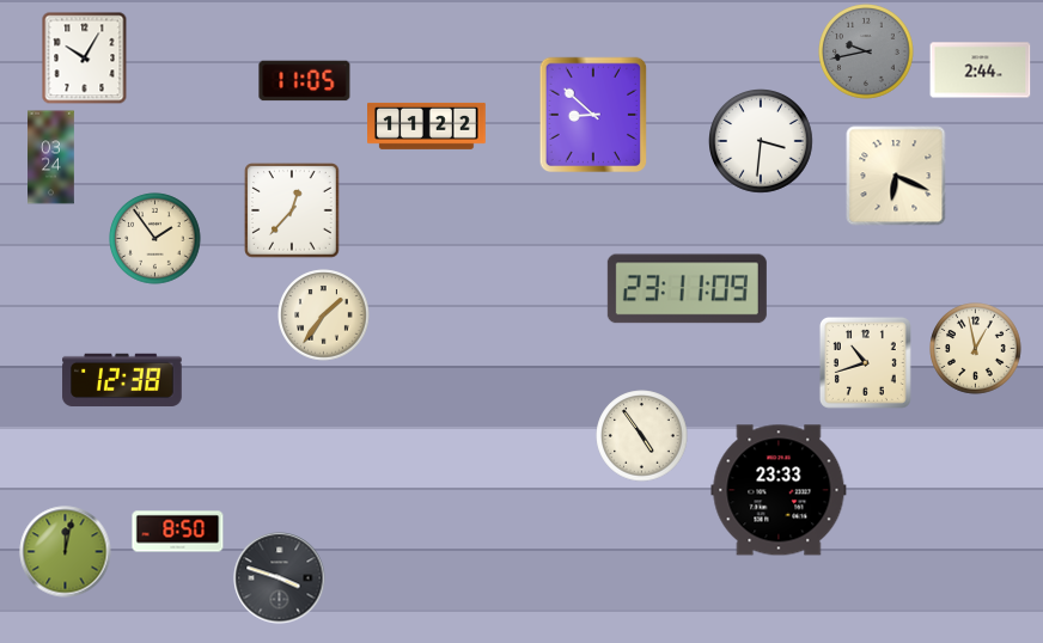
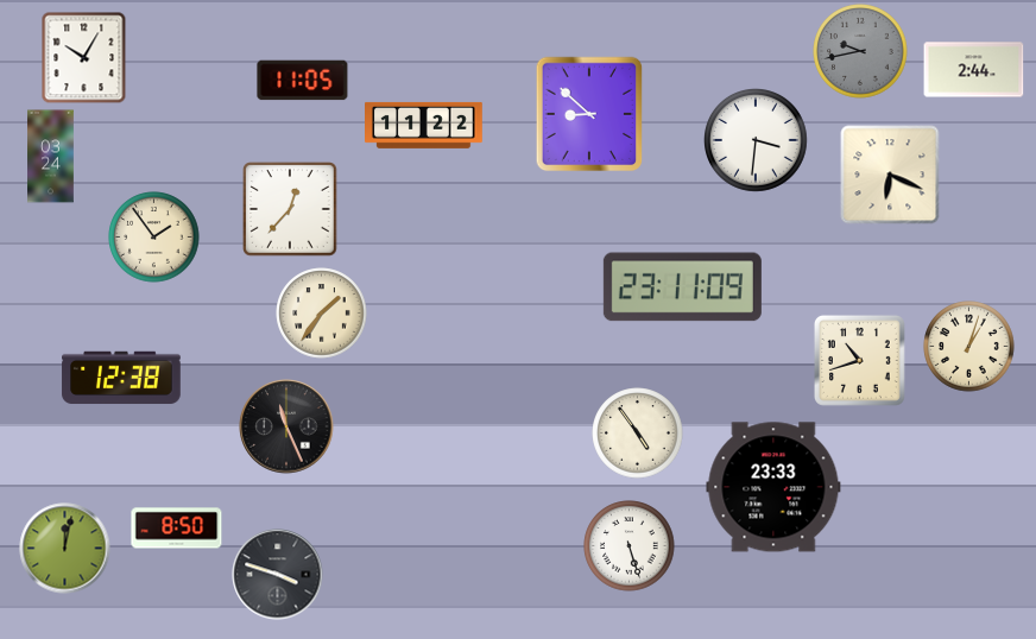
clock at (976, 349): 12:58 -> 1:03
clock at (286, 426): none -> 11:26
clock at (630, 546): none -> 5:27
